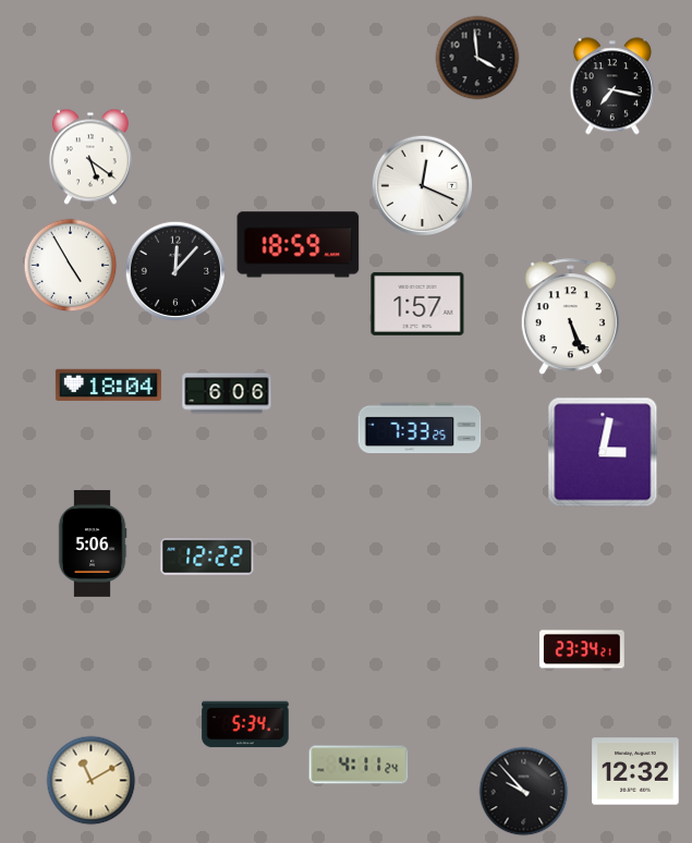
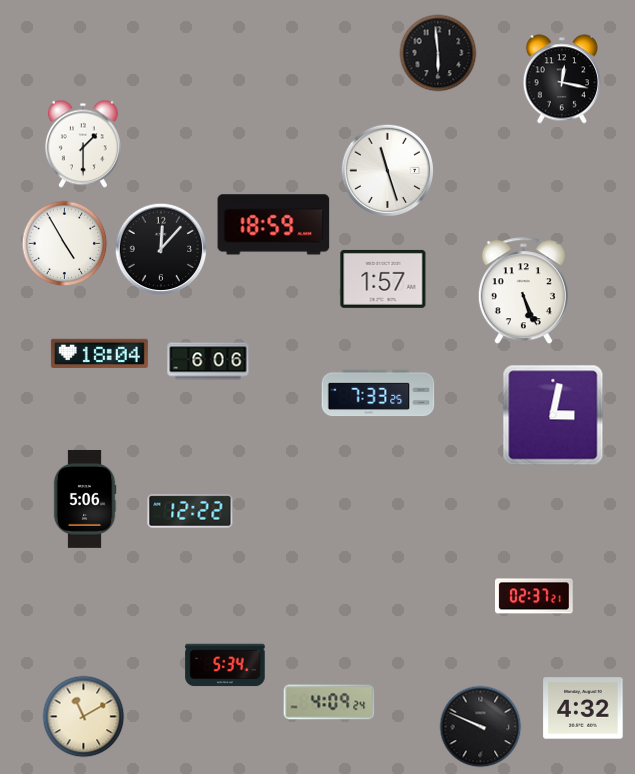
clock at (477, 58): 3:59 -> 5:59
clock at (612, 86): 7:17 -> 12:17
clock at (90, 157): 5:21 -> 1:30
clock at (423, 186): 12:19 -> 11:27
clock at (420, 428) position: (420, 428) -> (378, 393)
clock at (583, 649): 23:34 -> 02:37
clock at (359, 765): 4:11 -> 4:09
clock at (635, 771): 12:32 -> 4:32
clock at (524, 792): 9:53 -> 9:49
